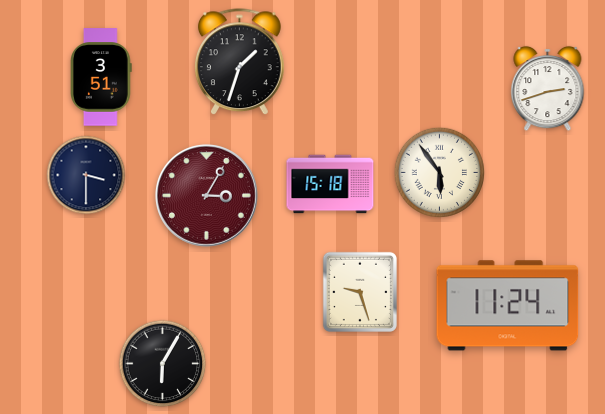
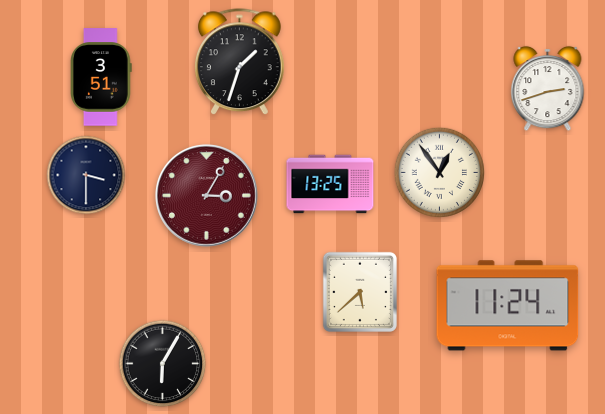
clock at (439, 172): 5:54 -> 12:54
clock at (330, 184): 15:18 -> 13:25
clock at (360, 292): 9:27 -> 5:38
